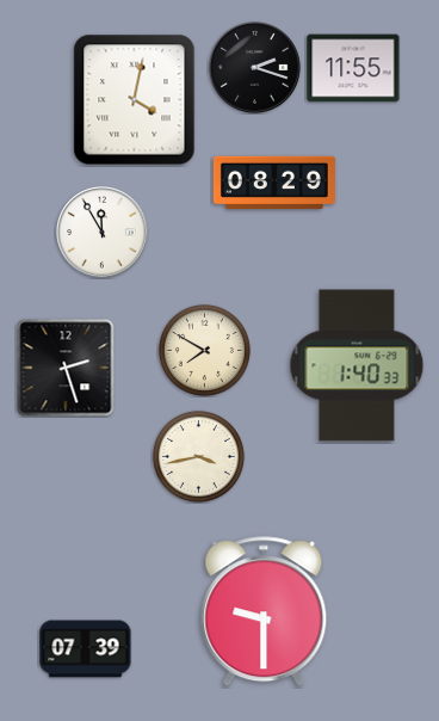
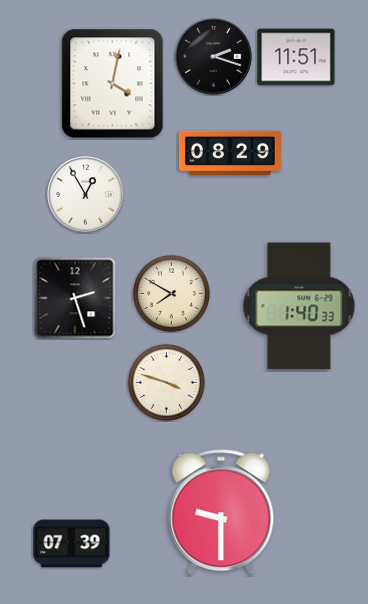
clock at (353, 68): 11:55 -> 11:51
clock at (103, 233): 11:55 -> 12:55
clock at (66, 368) position: (66, 368) -> (75, 298)
clock at (198, 456): 3:43 -> 3:48
